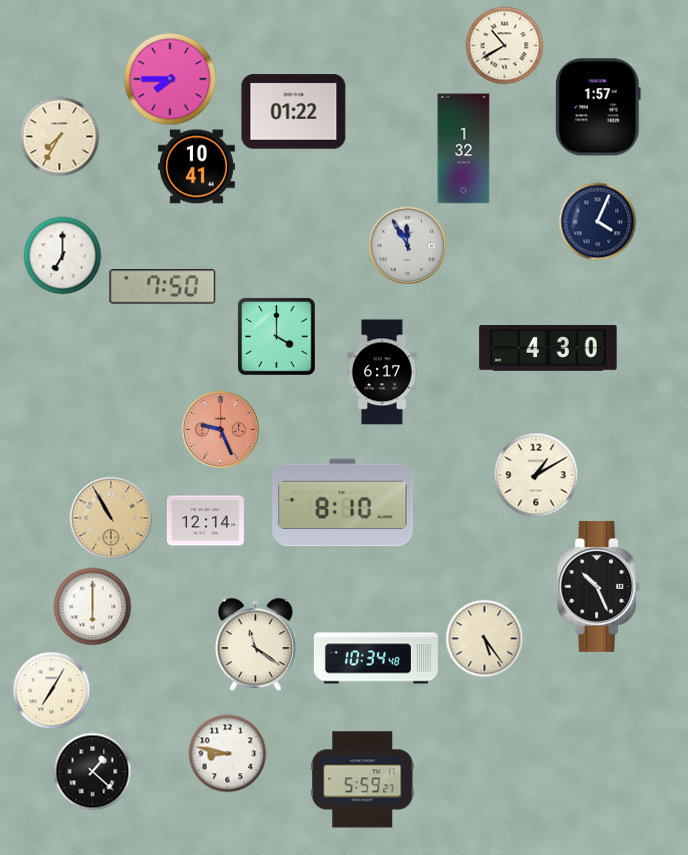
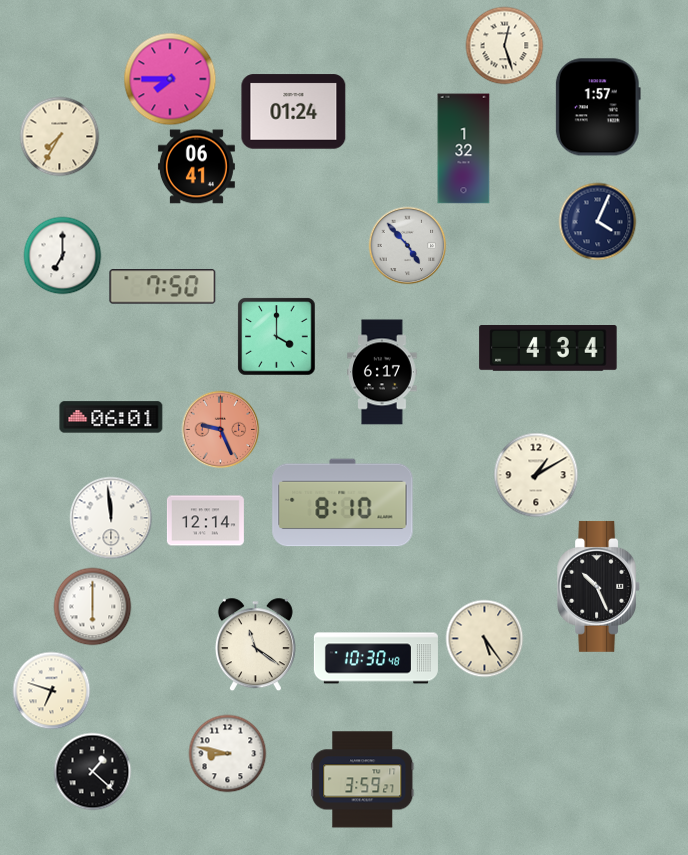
clock at (504, 45): 10:40 -> 12:27
clock at (294, 112): 01:22 -> 01:24
clock at (196, 167): 10:41 -> 06:41
clock at (407, 245): 11:55 -> 4:53
clock at (548, 349): 4:30 -> 4:34
clock at (111, 417): none -> 06:01
clock at (111, 518): 10:55 -> 11:59
clock at (111, 518) dial: champagne -> white
clock at (376, 658): 10:34 -> 10:30
clock at (51, 690): 7:05 -> 6:48
clock at (363, 780): 5:59 -> 3:59
